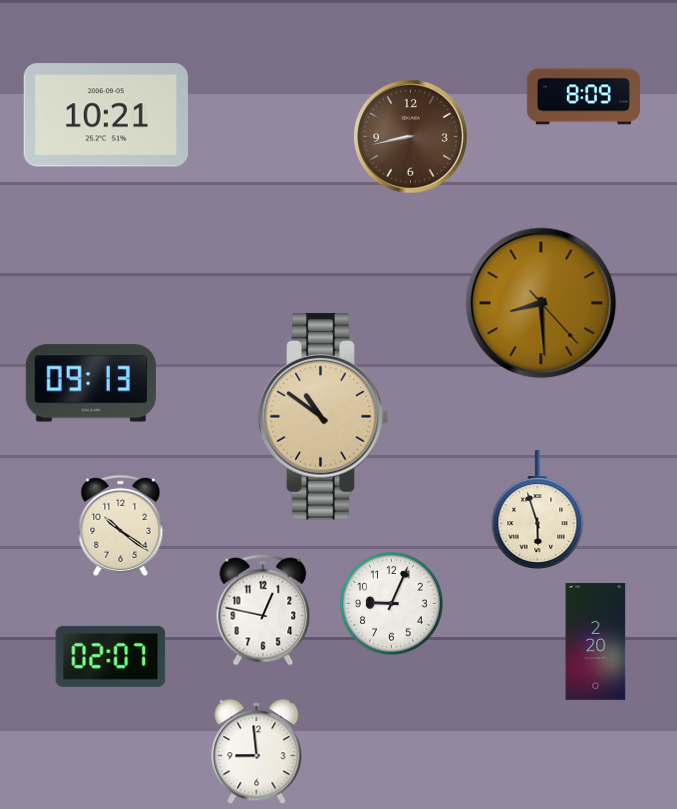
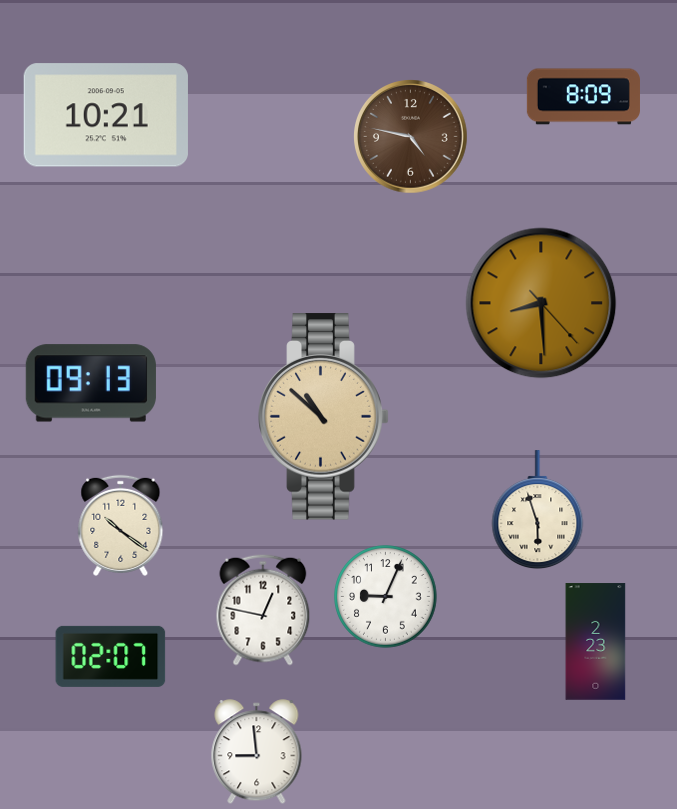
clock at (411, 137): 8:43 -> 4:47
clock at (324, 417): 10:51 -> 10:52
clock at (392, 604) position: (392, 604) -> (386, 597)
clock at (596, 642): 2:20 -> 2:23
